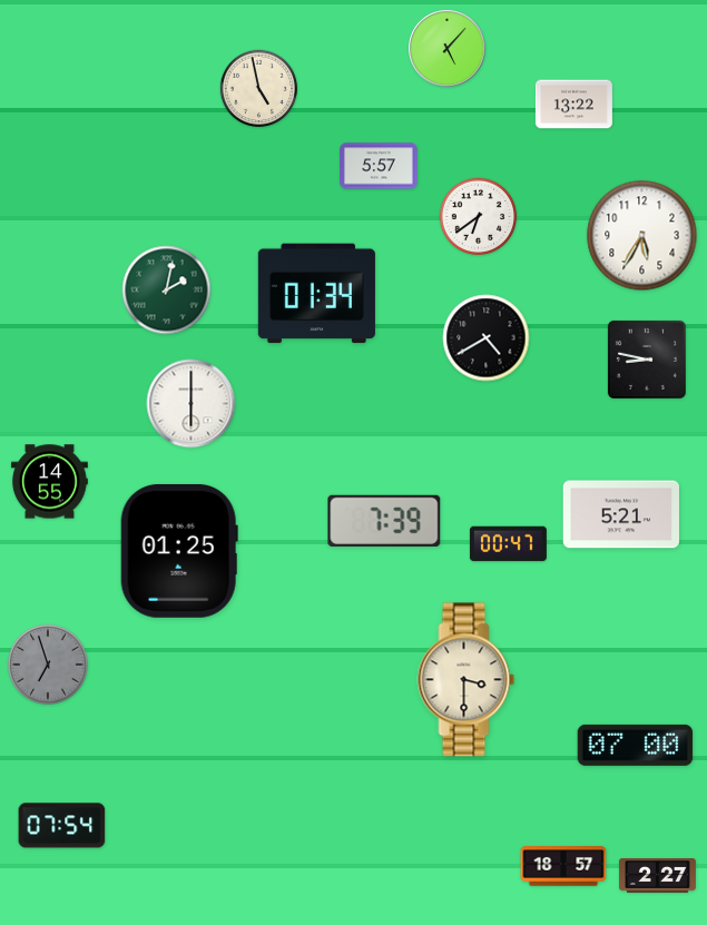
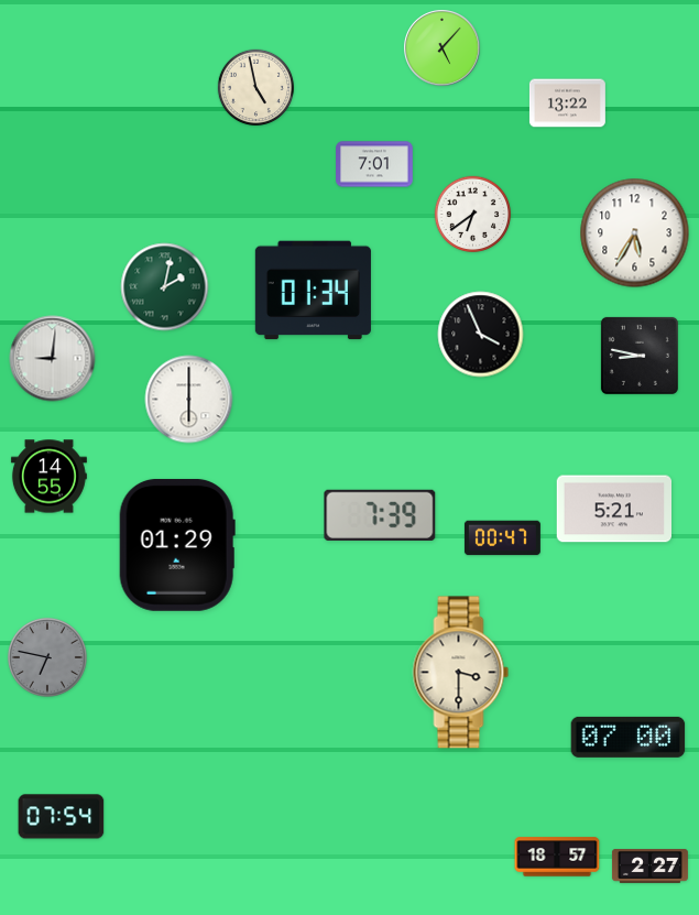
clock at (379, 166): 5:57 -> 7:01
clock at (487, 338): 4:40 -> 3:56
clock at (53, 359): none -> 9:01
clock at (179, 551): 01:25 -> 01:29
clock at (48, 665): 6:57 -> 6:47
